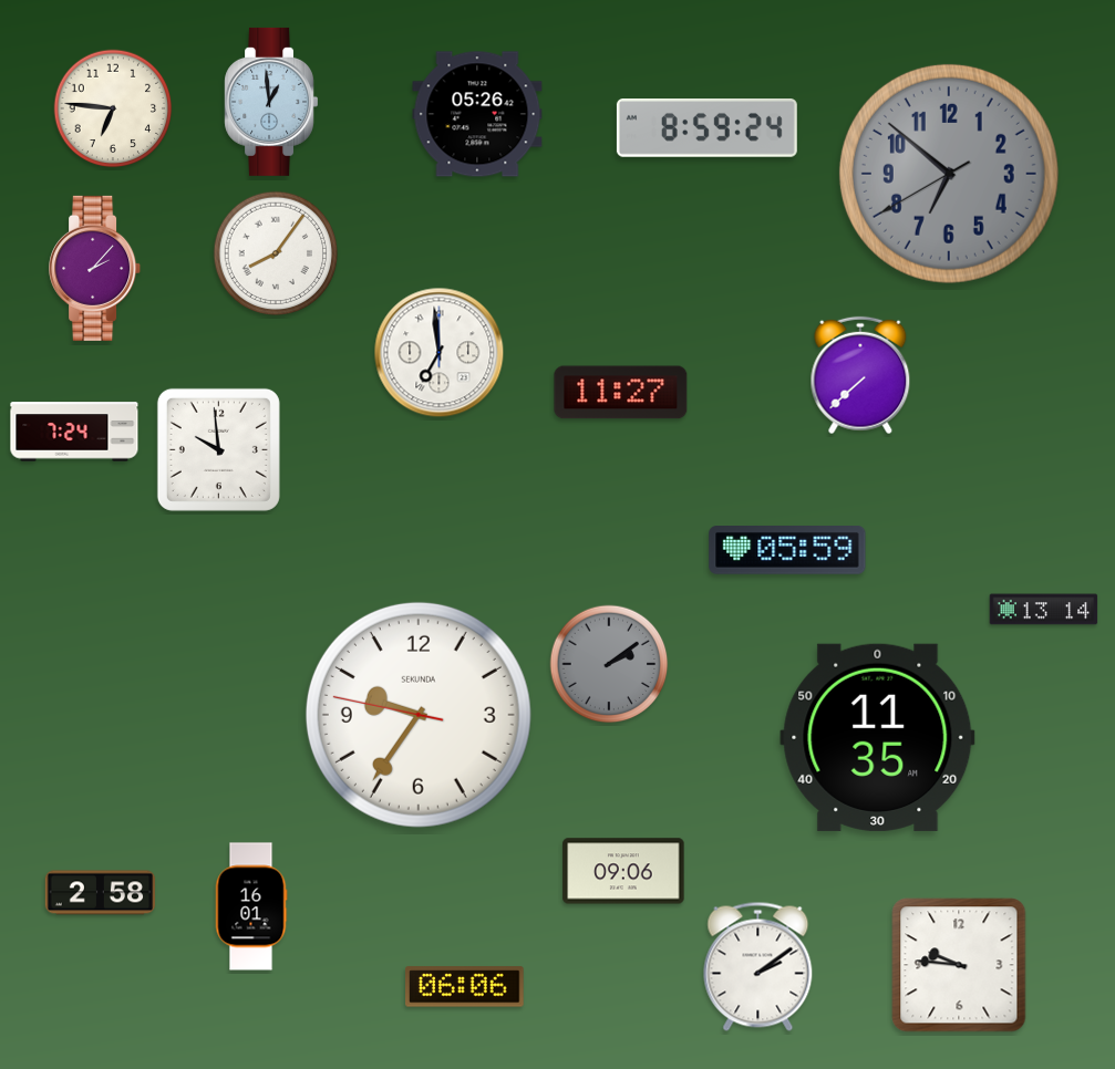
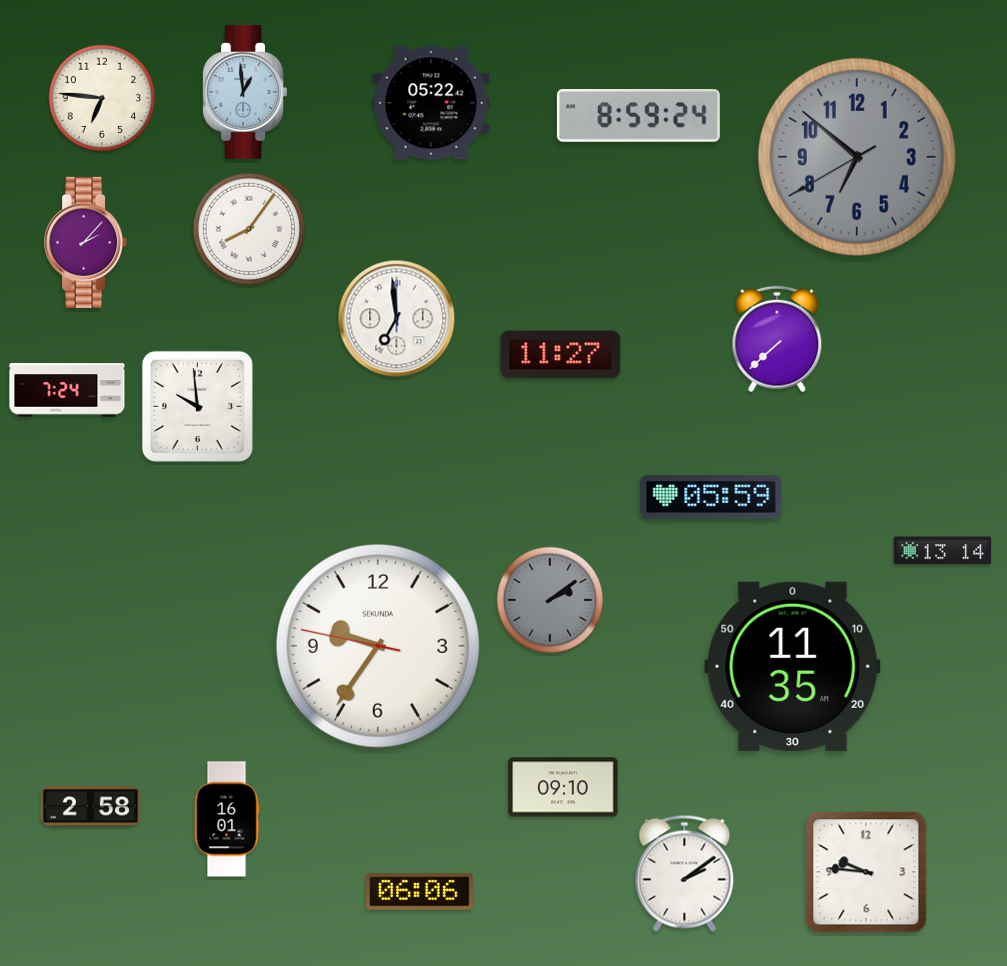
clock at (477, 114): 05:26 -> 05:22
clock at (623, 871): 09:06 -> 09:10
